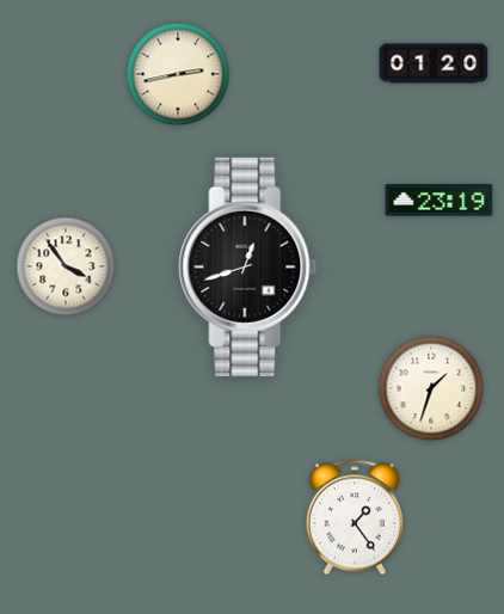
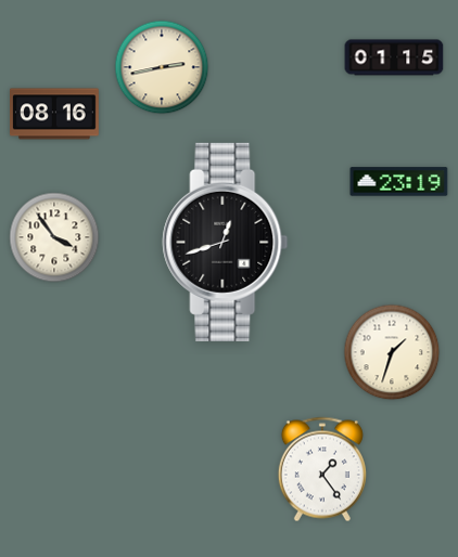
clock at (434, 63): 01:20 -> 01:15
clock at (55, 114): none -> 08:16
clock at (66, 266) position: (66, 266) -> (54, 237)
